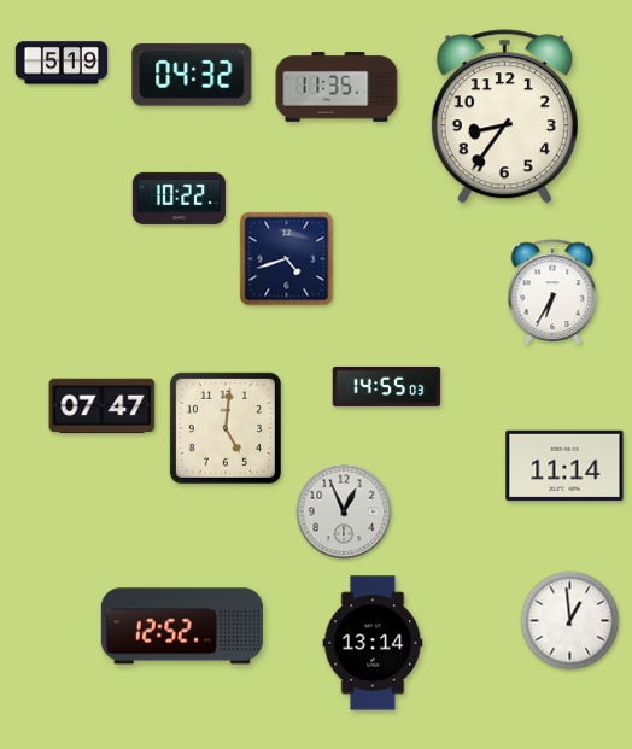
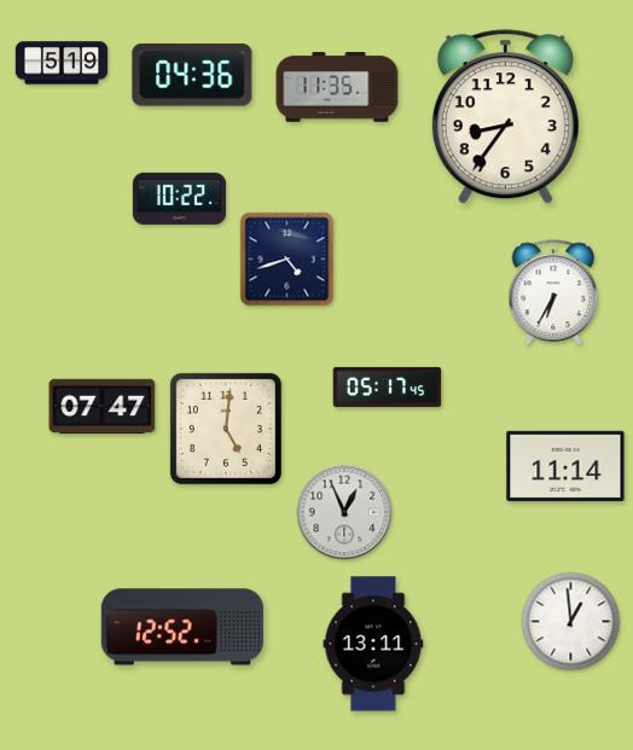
clock at (192, 75): 04:32 -> 04:36
clock at (387, 386): 14:55 -> 05:17
clock at (373, 643): 13:14 -> 13:11
